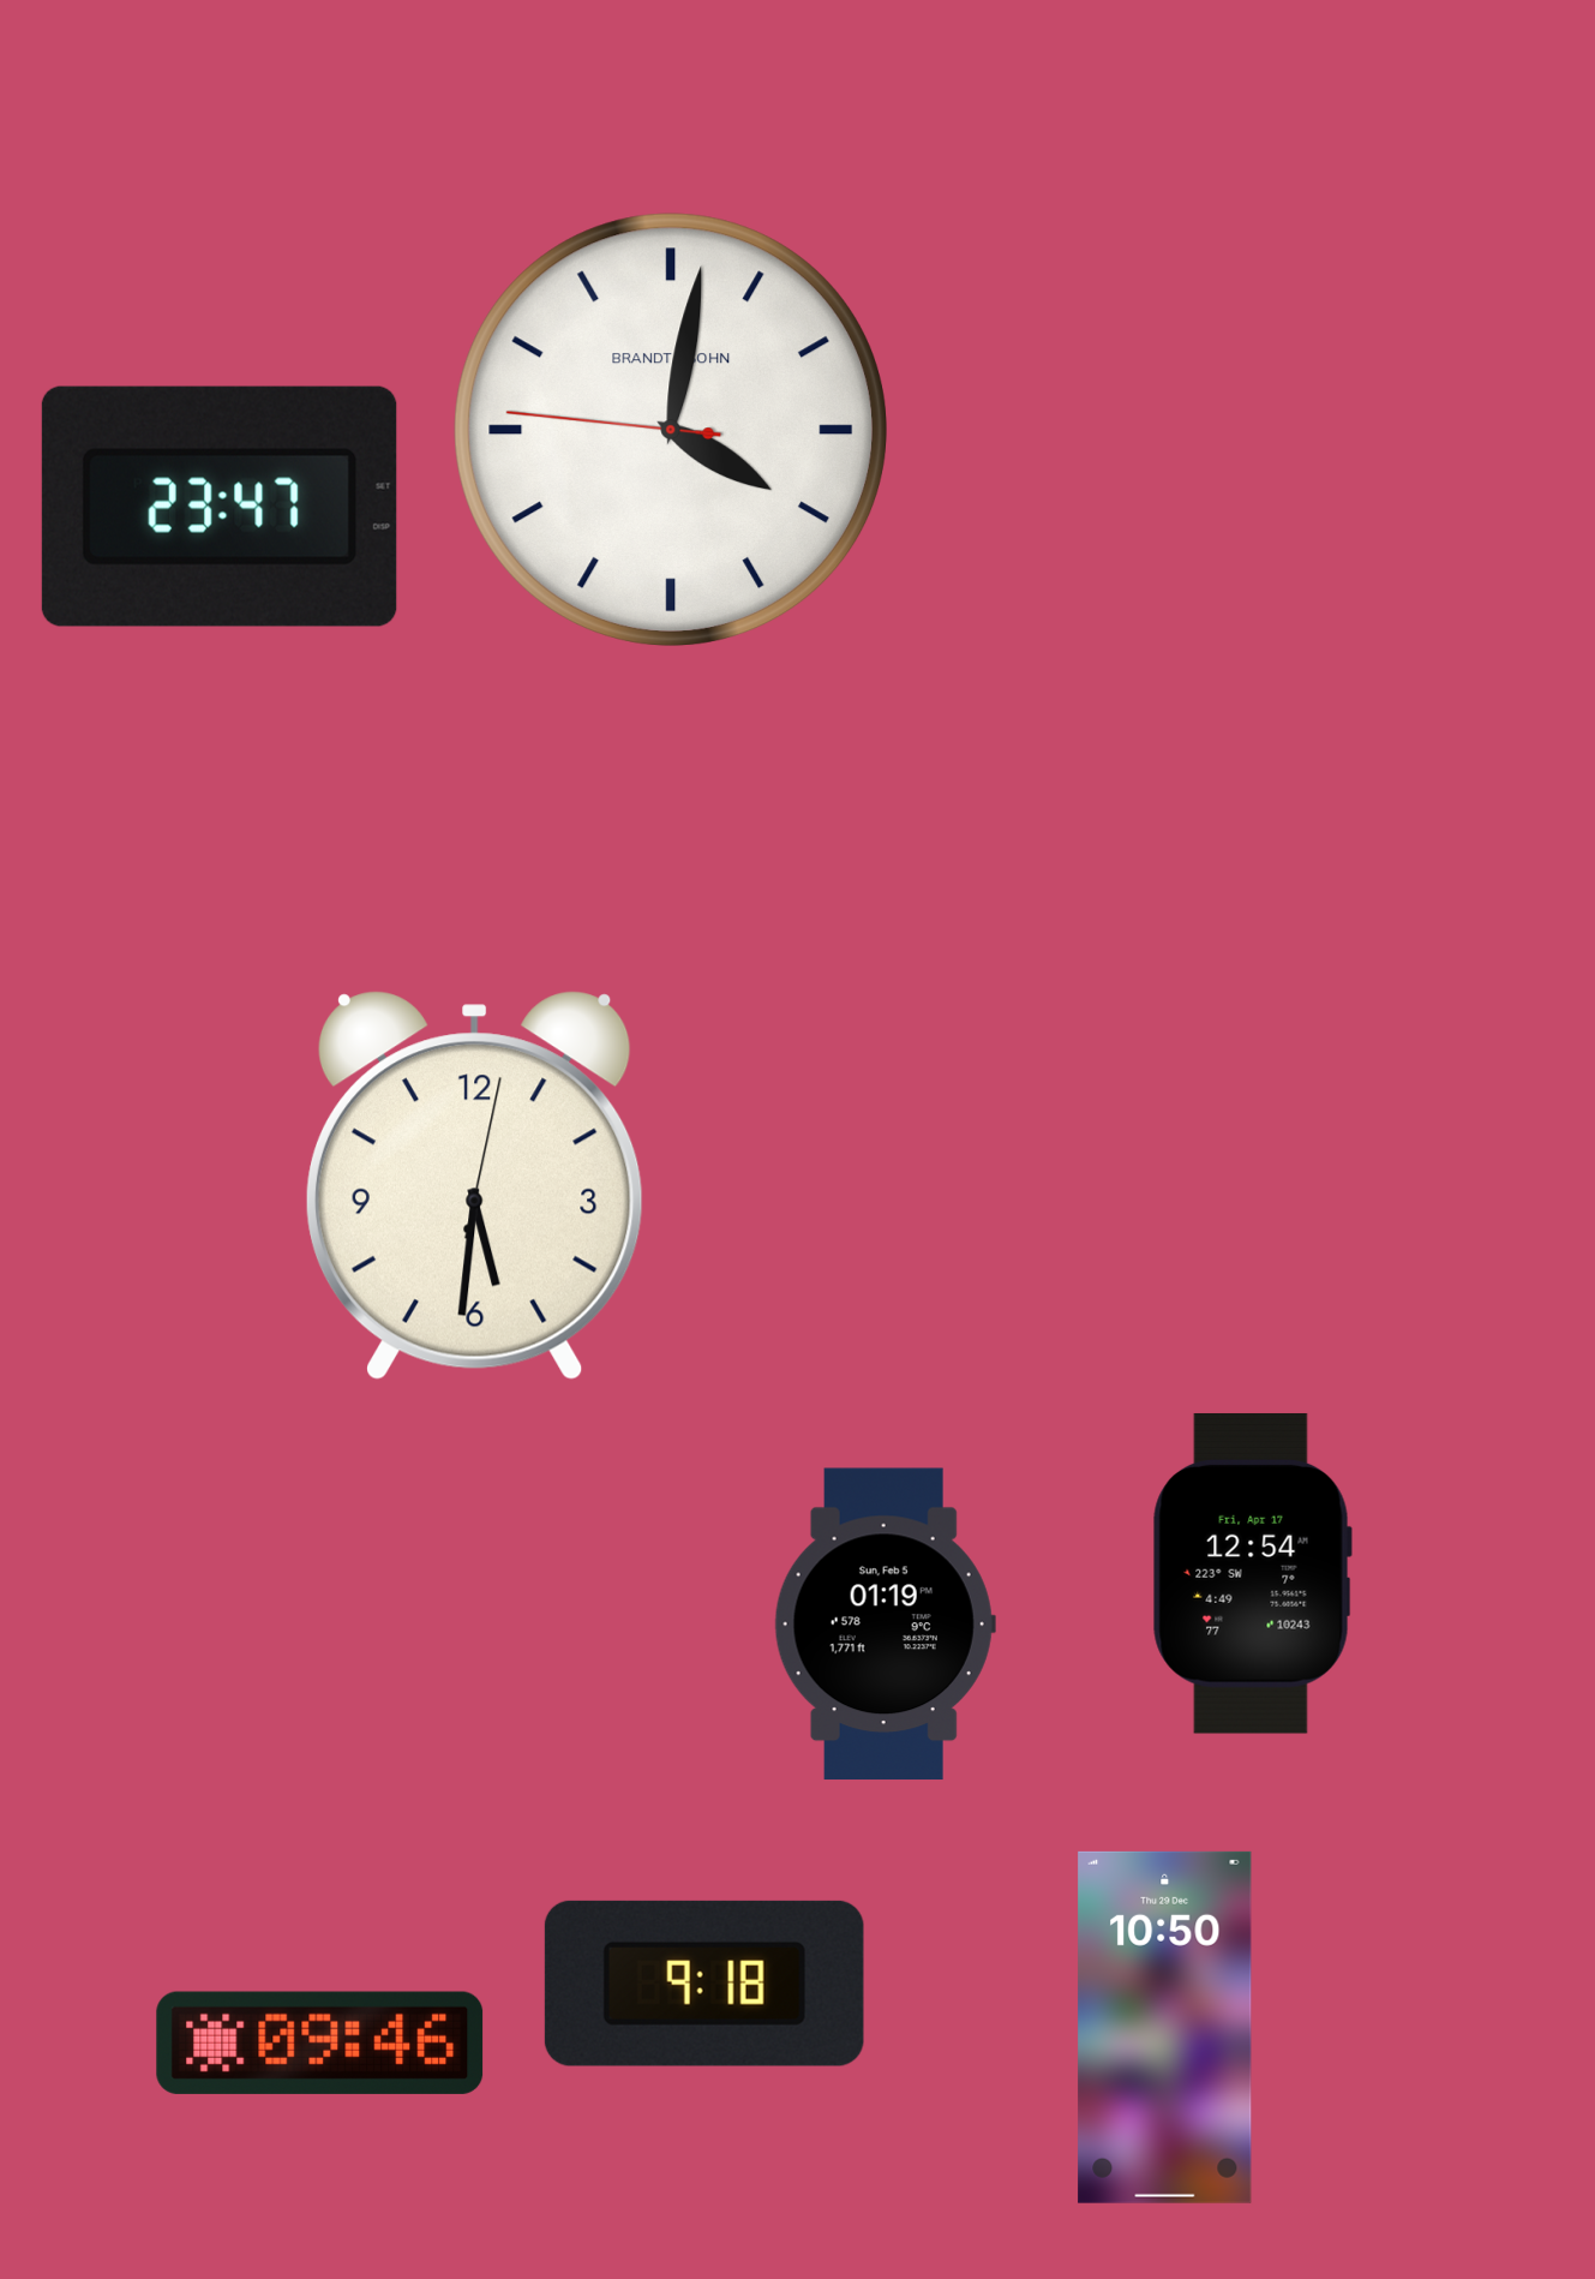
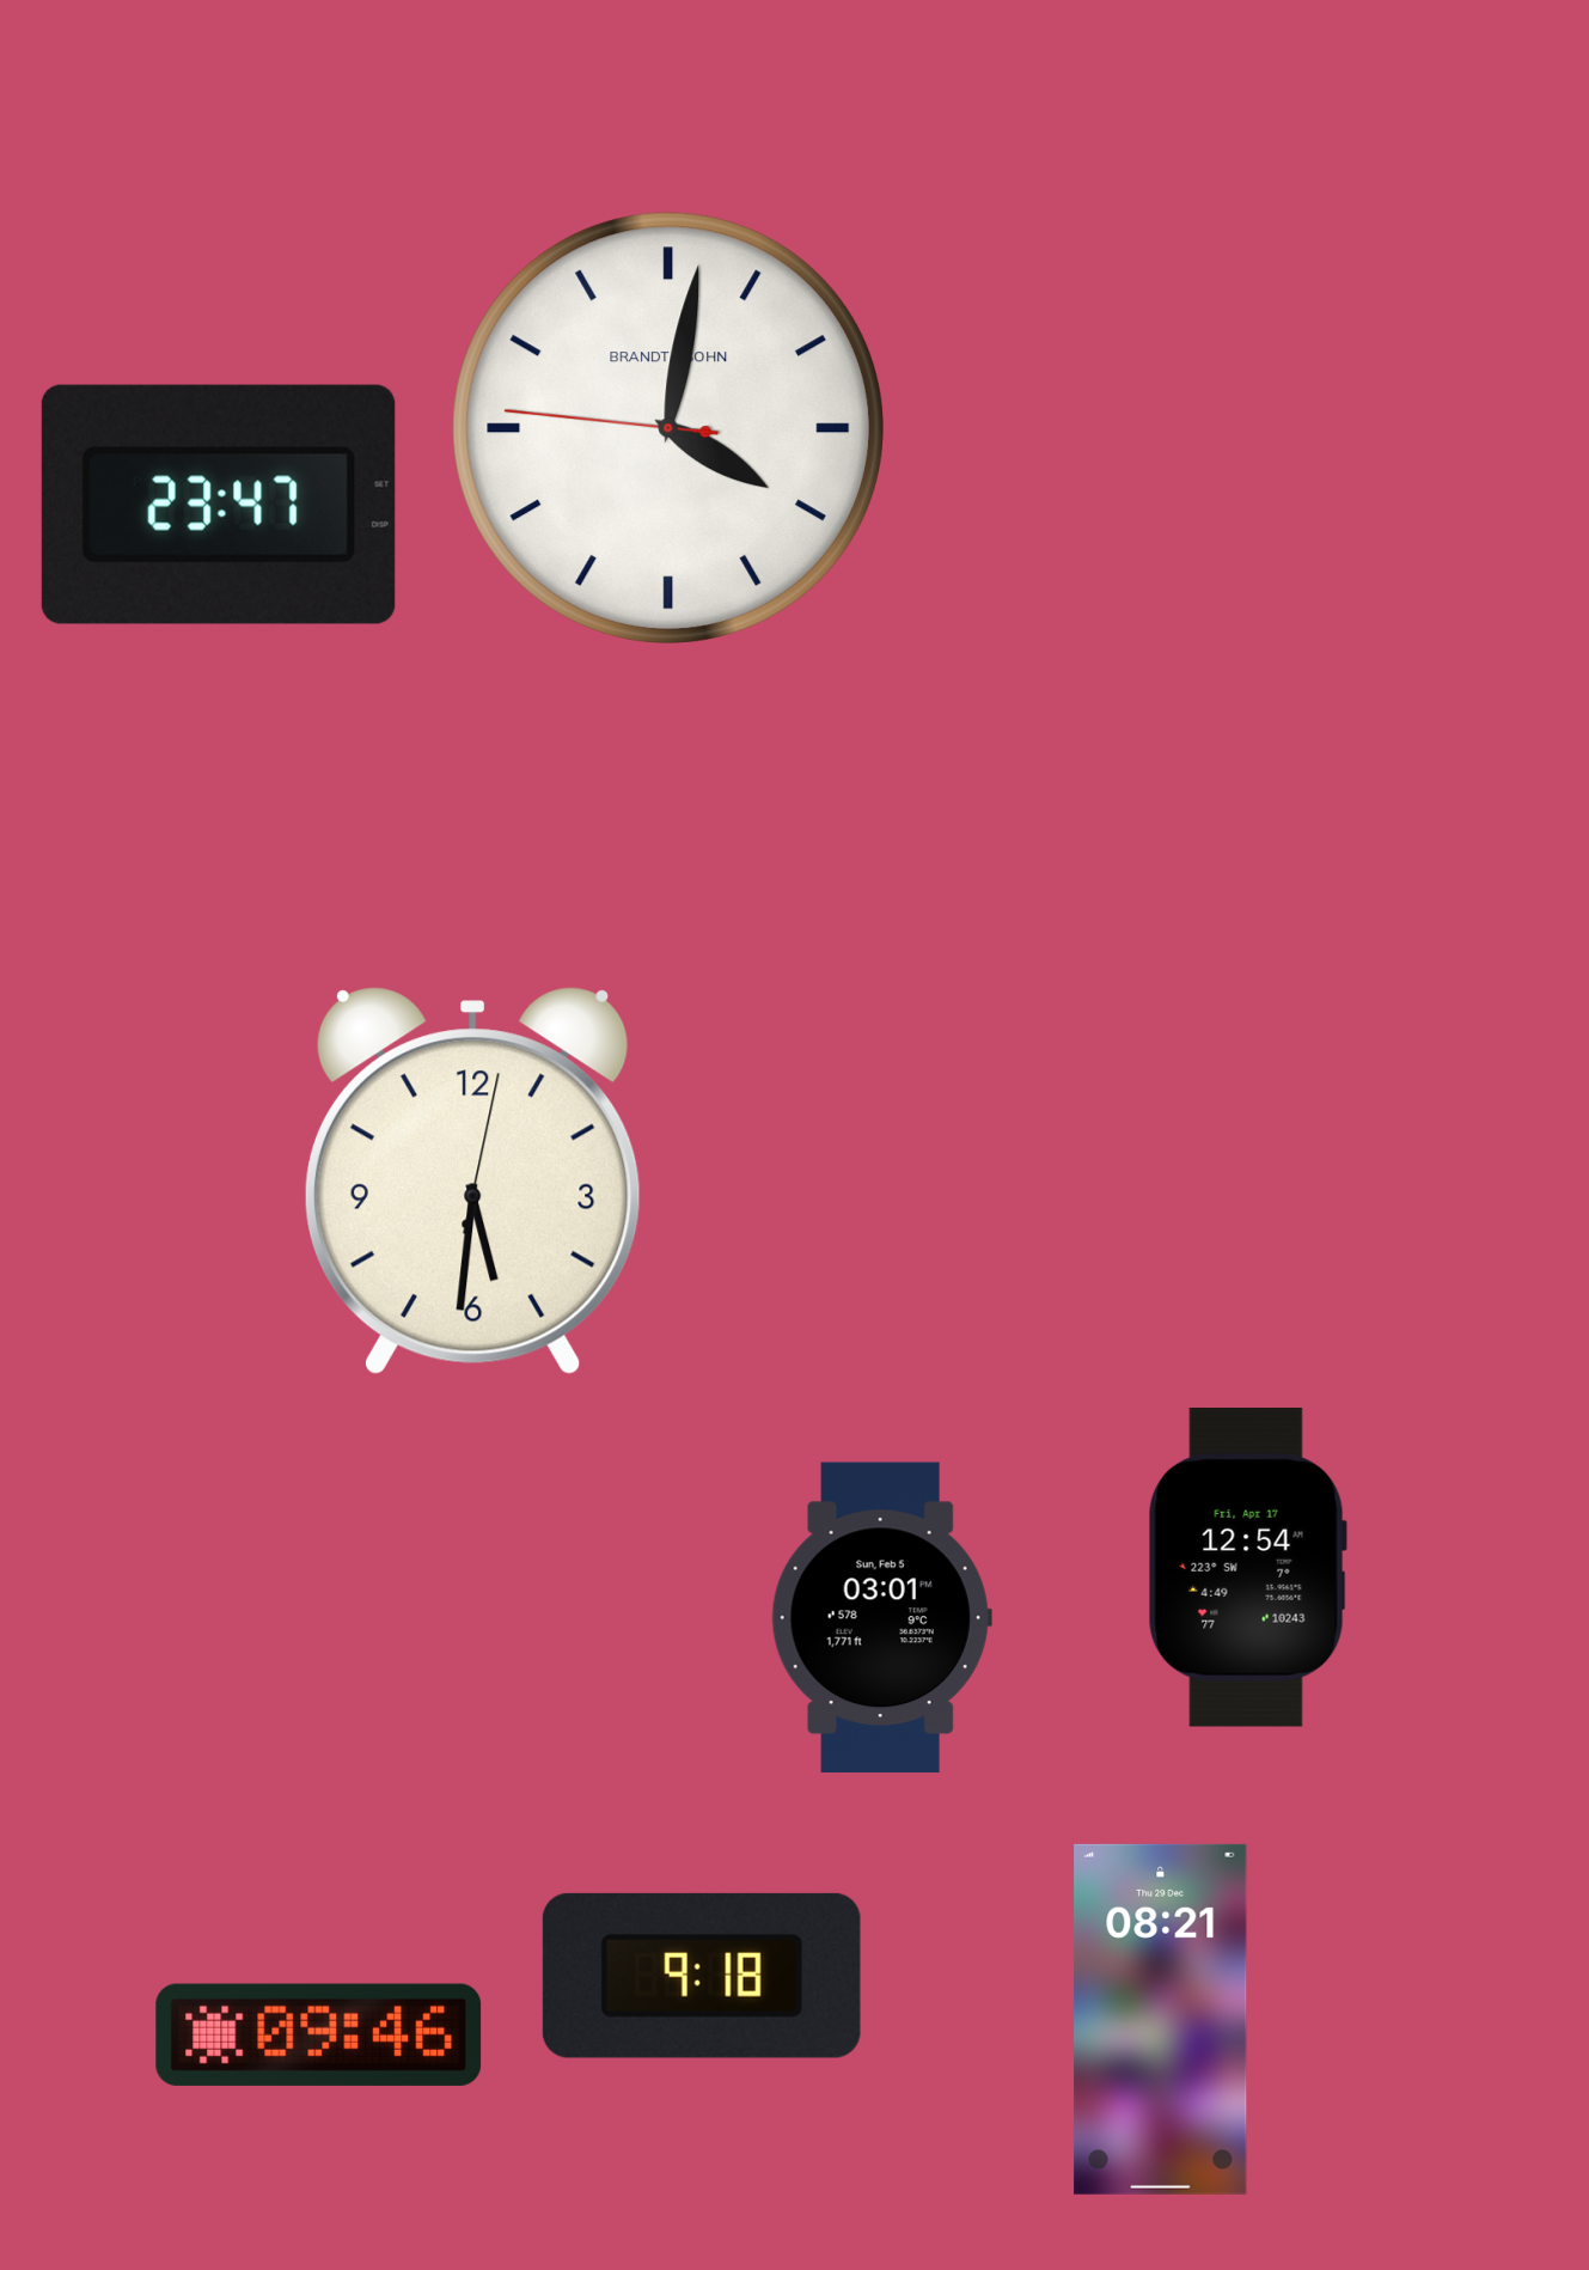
clock at (885, 1625): 01:19 -> 03:01
clock at (1165, 2027): 10:50 -> 08:21
